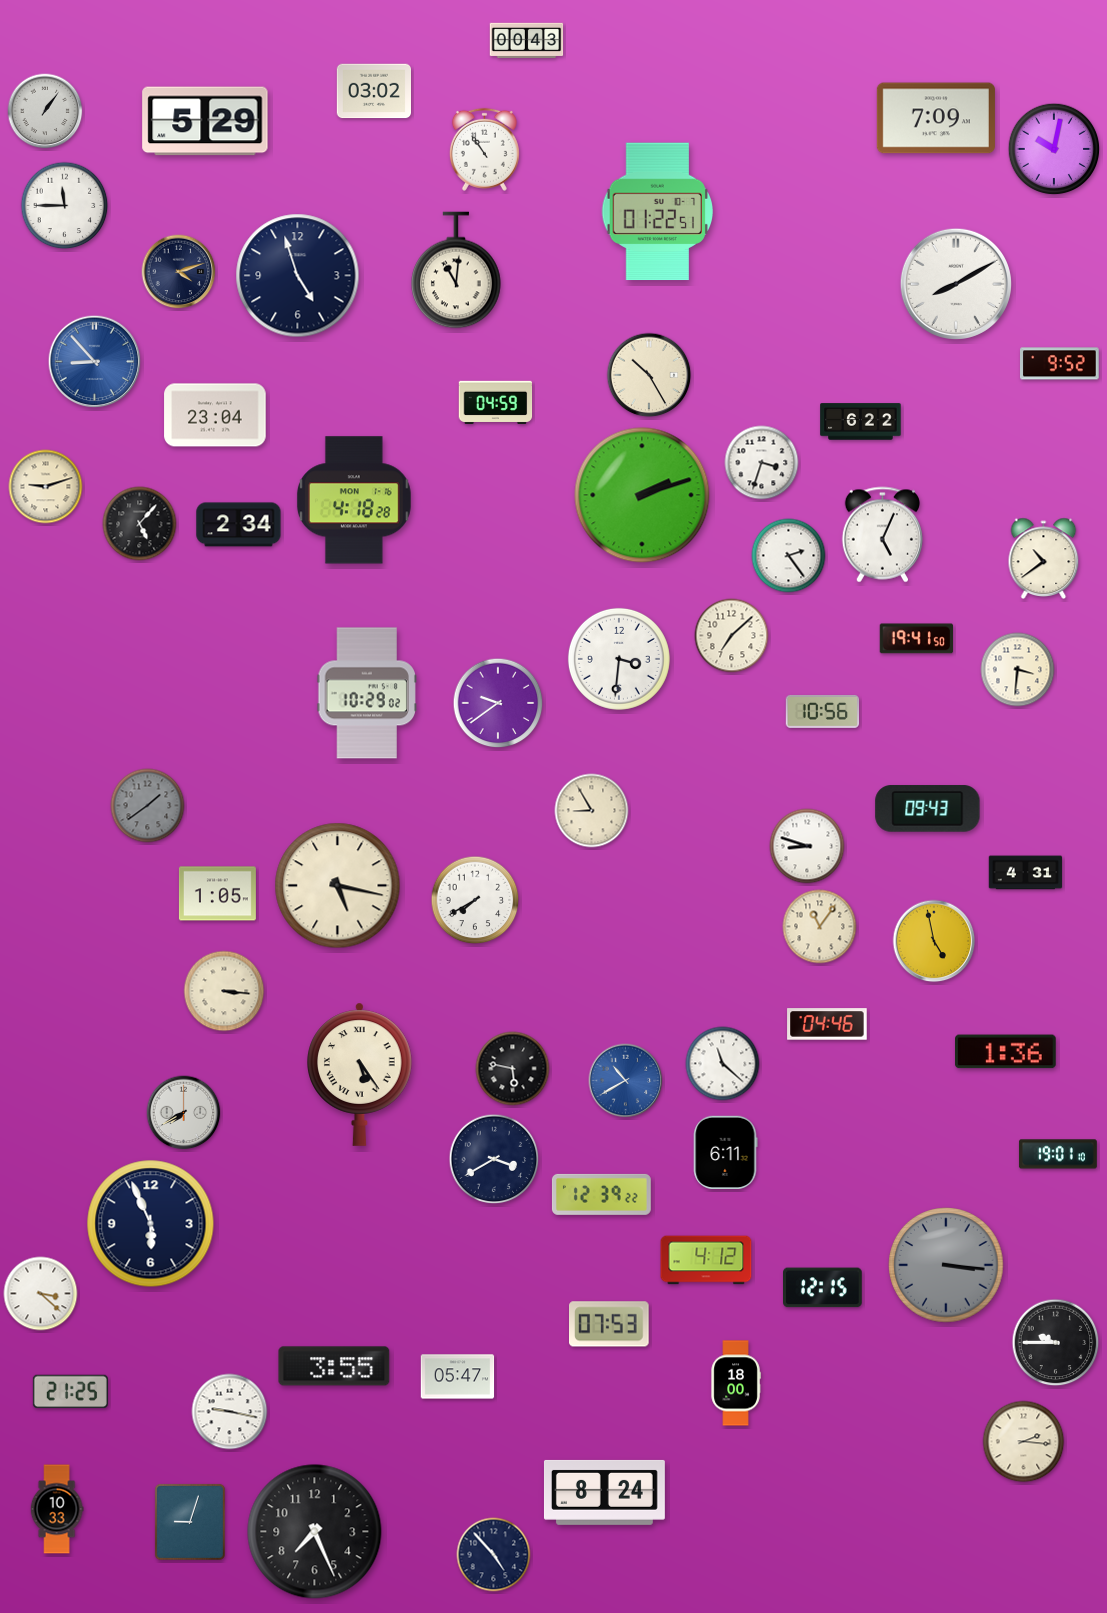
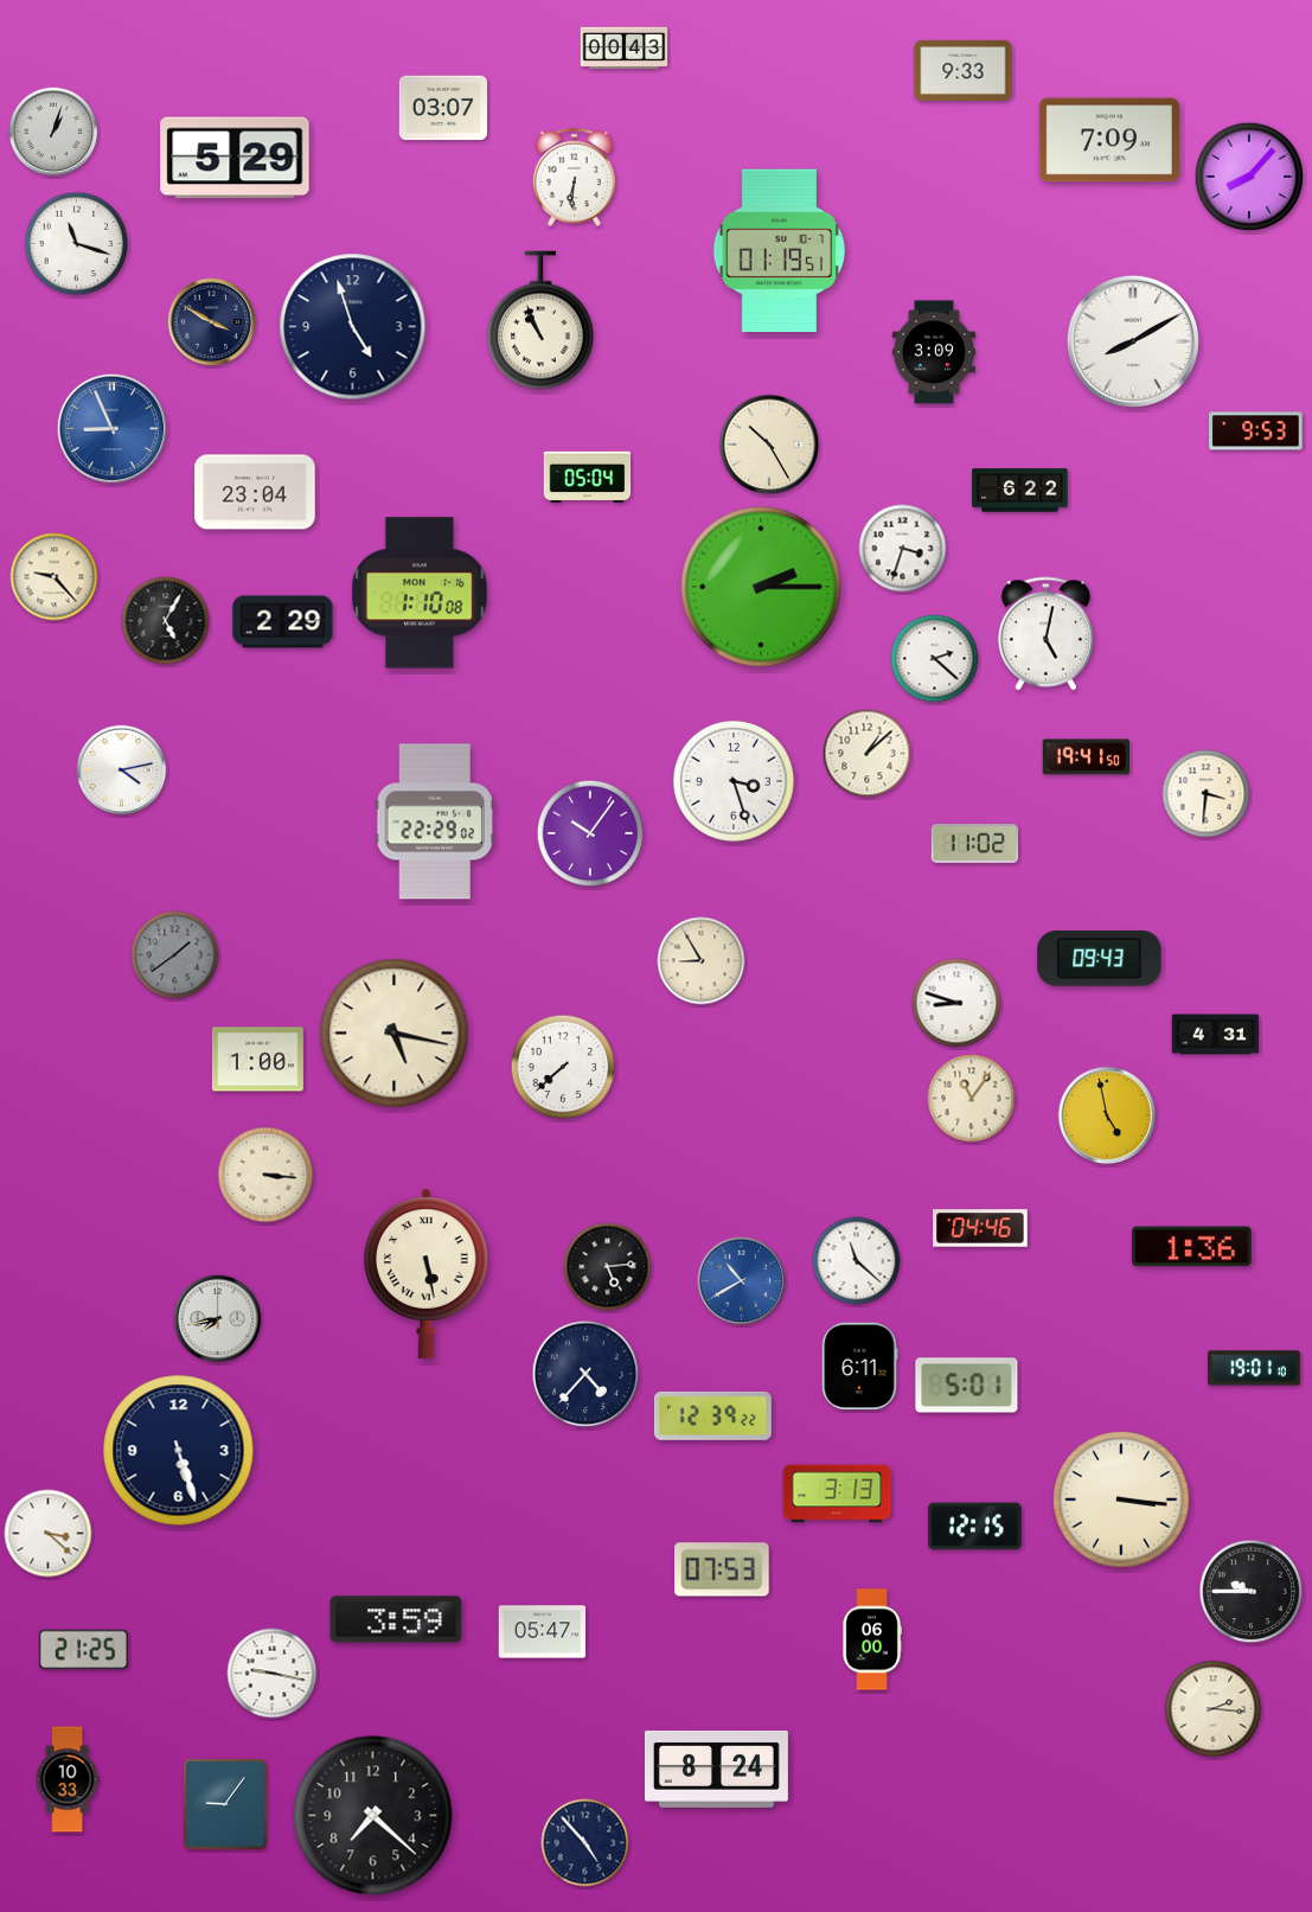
clock at (964, 70): none -> 9:33
clock at (373, 91): 03:02 -> 03:07
clock at (45, 111): 1:06 -> 1:03
clock at (205, 121) position: (205, 121) -> (235, 158)
clock at (484, 149): 10:54 -> 6:31
clock at (1054, 149): 10:02 -> 8:07
clock at (65, 206): 11:45 -> 11:18
clock at (657, 212): 01:22 -> 01:19
clock at (456, 270): 11:01 -> 10:56
clock at (179, 272): 4:12 -> 3:50
clock at (956, 284) position: (956, 284) -> (1133, 341)
clock at (933, 352): none -> 3:09
clock at (95, 362): 8:53 -> 8:56
clock at (1060, 364): 9:52 -> 9:53
clock at (496, 402): 04:59 -> 05:04
clock at (861, 422) position: (861, 422) -> (1020, 491)
clock at (46, 487): 9:12 -> 9:23
clock at (642, 495): 2:12 -> 2:15
clock at (354, 500): 4:18 -> 1:10
clock at (140, 524): 5:07 -> 5:05
clock at (239, 525): 2:34 -> 2:29
clock at (882, 535): 5:04 -> 5:02
clock at (789, 556): 2:24 -> 2:22
clock at (1044, 558): 10:39 -> none
clock at (732, 636): 7:08 -> 1:08
clock at (122, 770): none -> 4:13
clock at (619, 659): 3:31 -> 3:27
clock at (367, 693): 10:29 -> 22:29
clock at (498, 703): 9:39 -> 10:06
clock at (823, 711): 10:56 -> 11:02
clock at (338, 886) position: (338, 886) -> (395, 1034)
clock at (217, 894): 1:05 -> 1:00
clock at (475, 900): 7:40 -> 7:38
clock at (827, 1024) position: (827, 1024) -> (980, 1228)
clock at (513, 1069): 5:47 -> 5:14
clock at (360, 1074): 5:24 -> 5:28
clock at (184, 1113): 7:40 -> 7:43
clock at (494, 1159): 3:40 -> 4:37
clock at (967, 1386): none -> 5:01
clock at (151, 1224): 5:56 -> 5:27
clock at (706, 1260): 4:12 -> 3:13
clock at (946, 1265) dial: grey -> cream
clock at (334, 1366): 3:55 -> 3:59
clock at (736, 1383): 18:00 -> 06:00
clock at (57, 1509) position: (57, 1509) -> (68, 1779)
clock at (190, 1522): 9:03 -> 9:06
clock at (315, 1532): 7:26 -> 7:22
